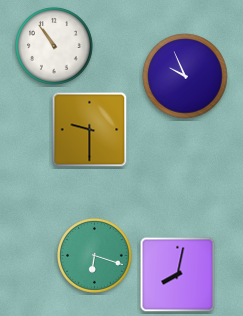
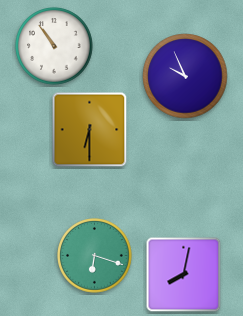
clock at (90, 130): 9:30 -> 6:30
clock at (178, 275) position: (178, 275) -> (184, 275)
